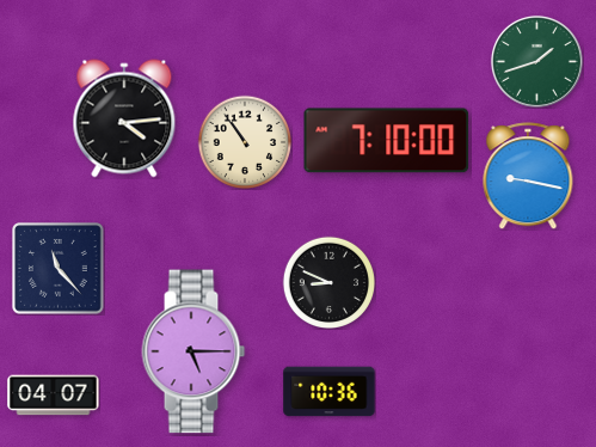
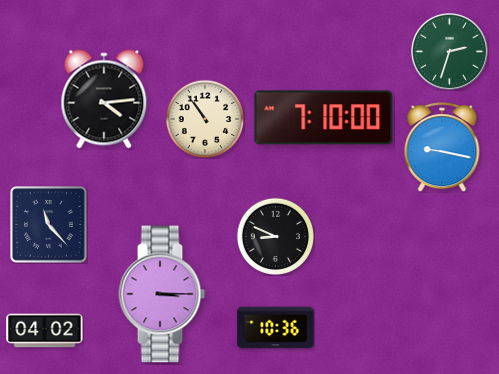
clock at (536, 61): 1:42 -> 2:33
clock at (193, 351): 5:15 -> 3:15
clock at (54, 396): 04:07 -> 04:02
